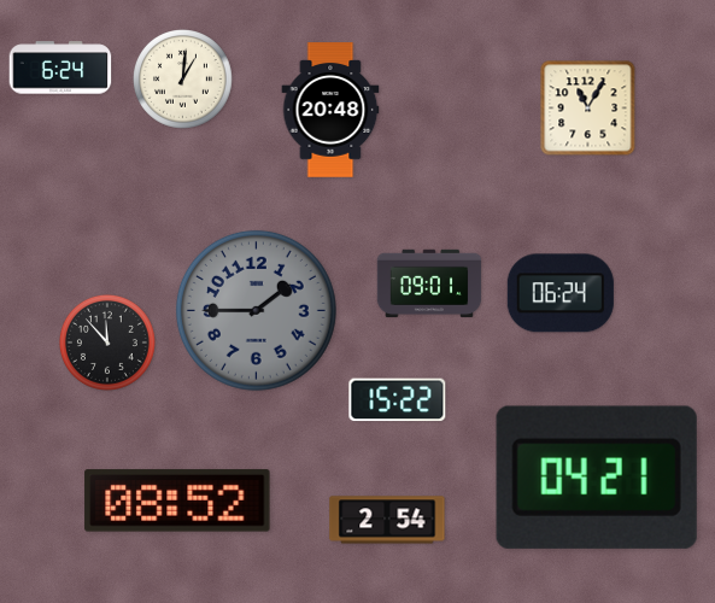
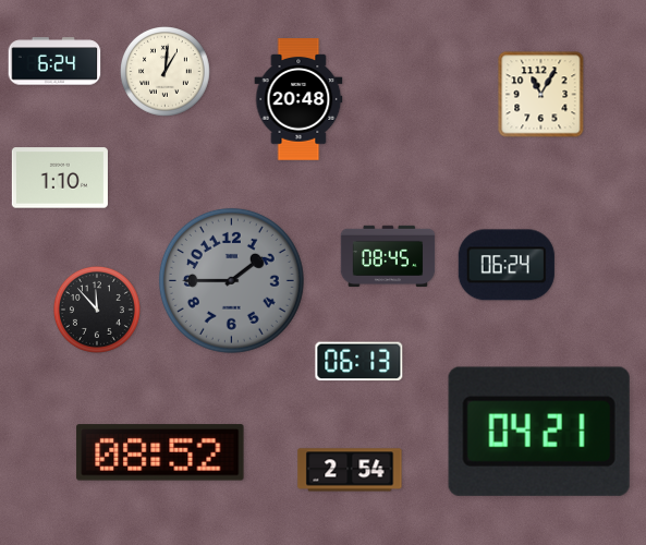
clock at (588, 109) position: (588, 109) -> (541, 95)
clock at (60, 178): none -> 1:10
clock at (429, 282): 09:01 -> 08:45
clock at (398, 400): 15:22 -> 06:13
